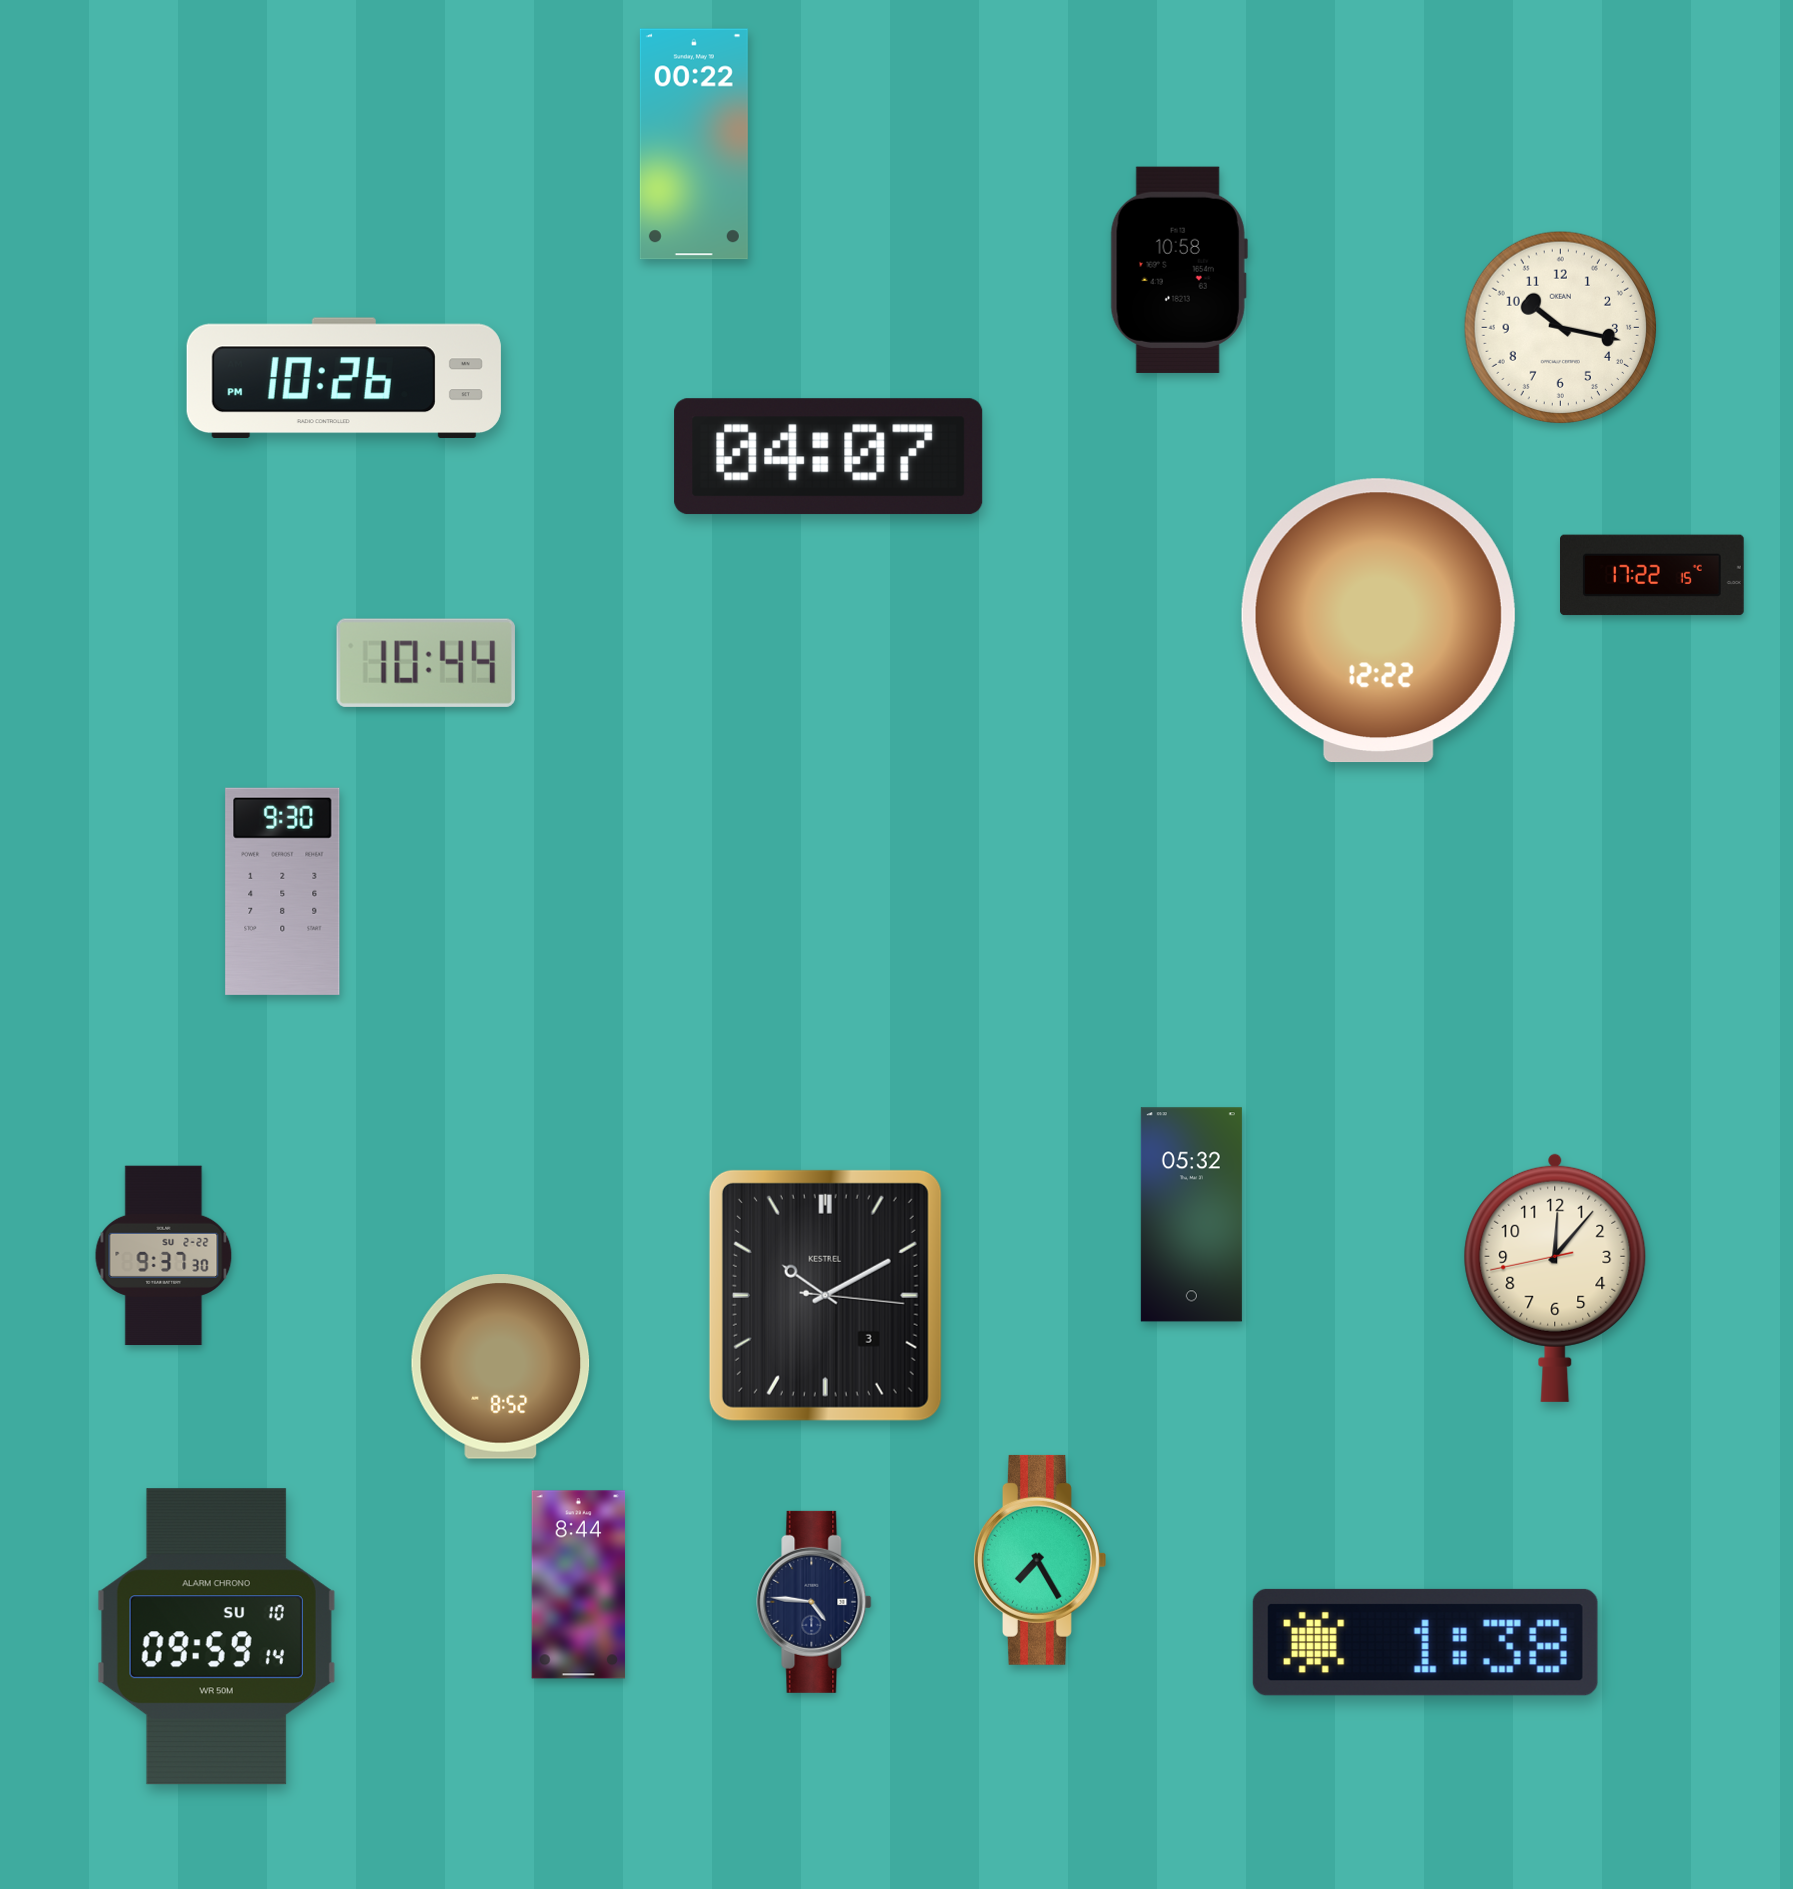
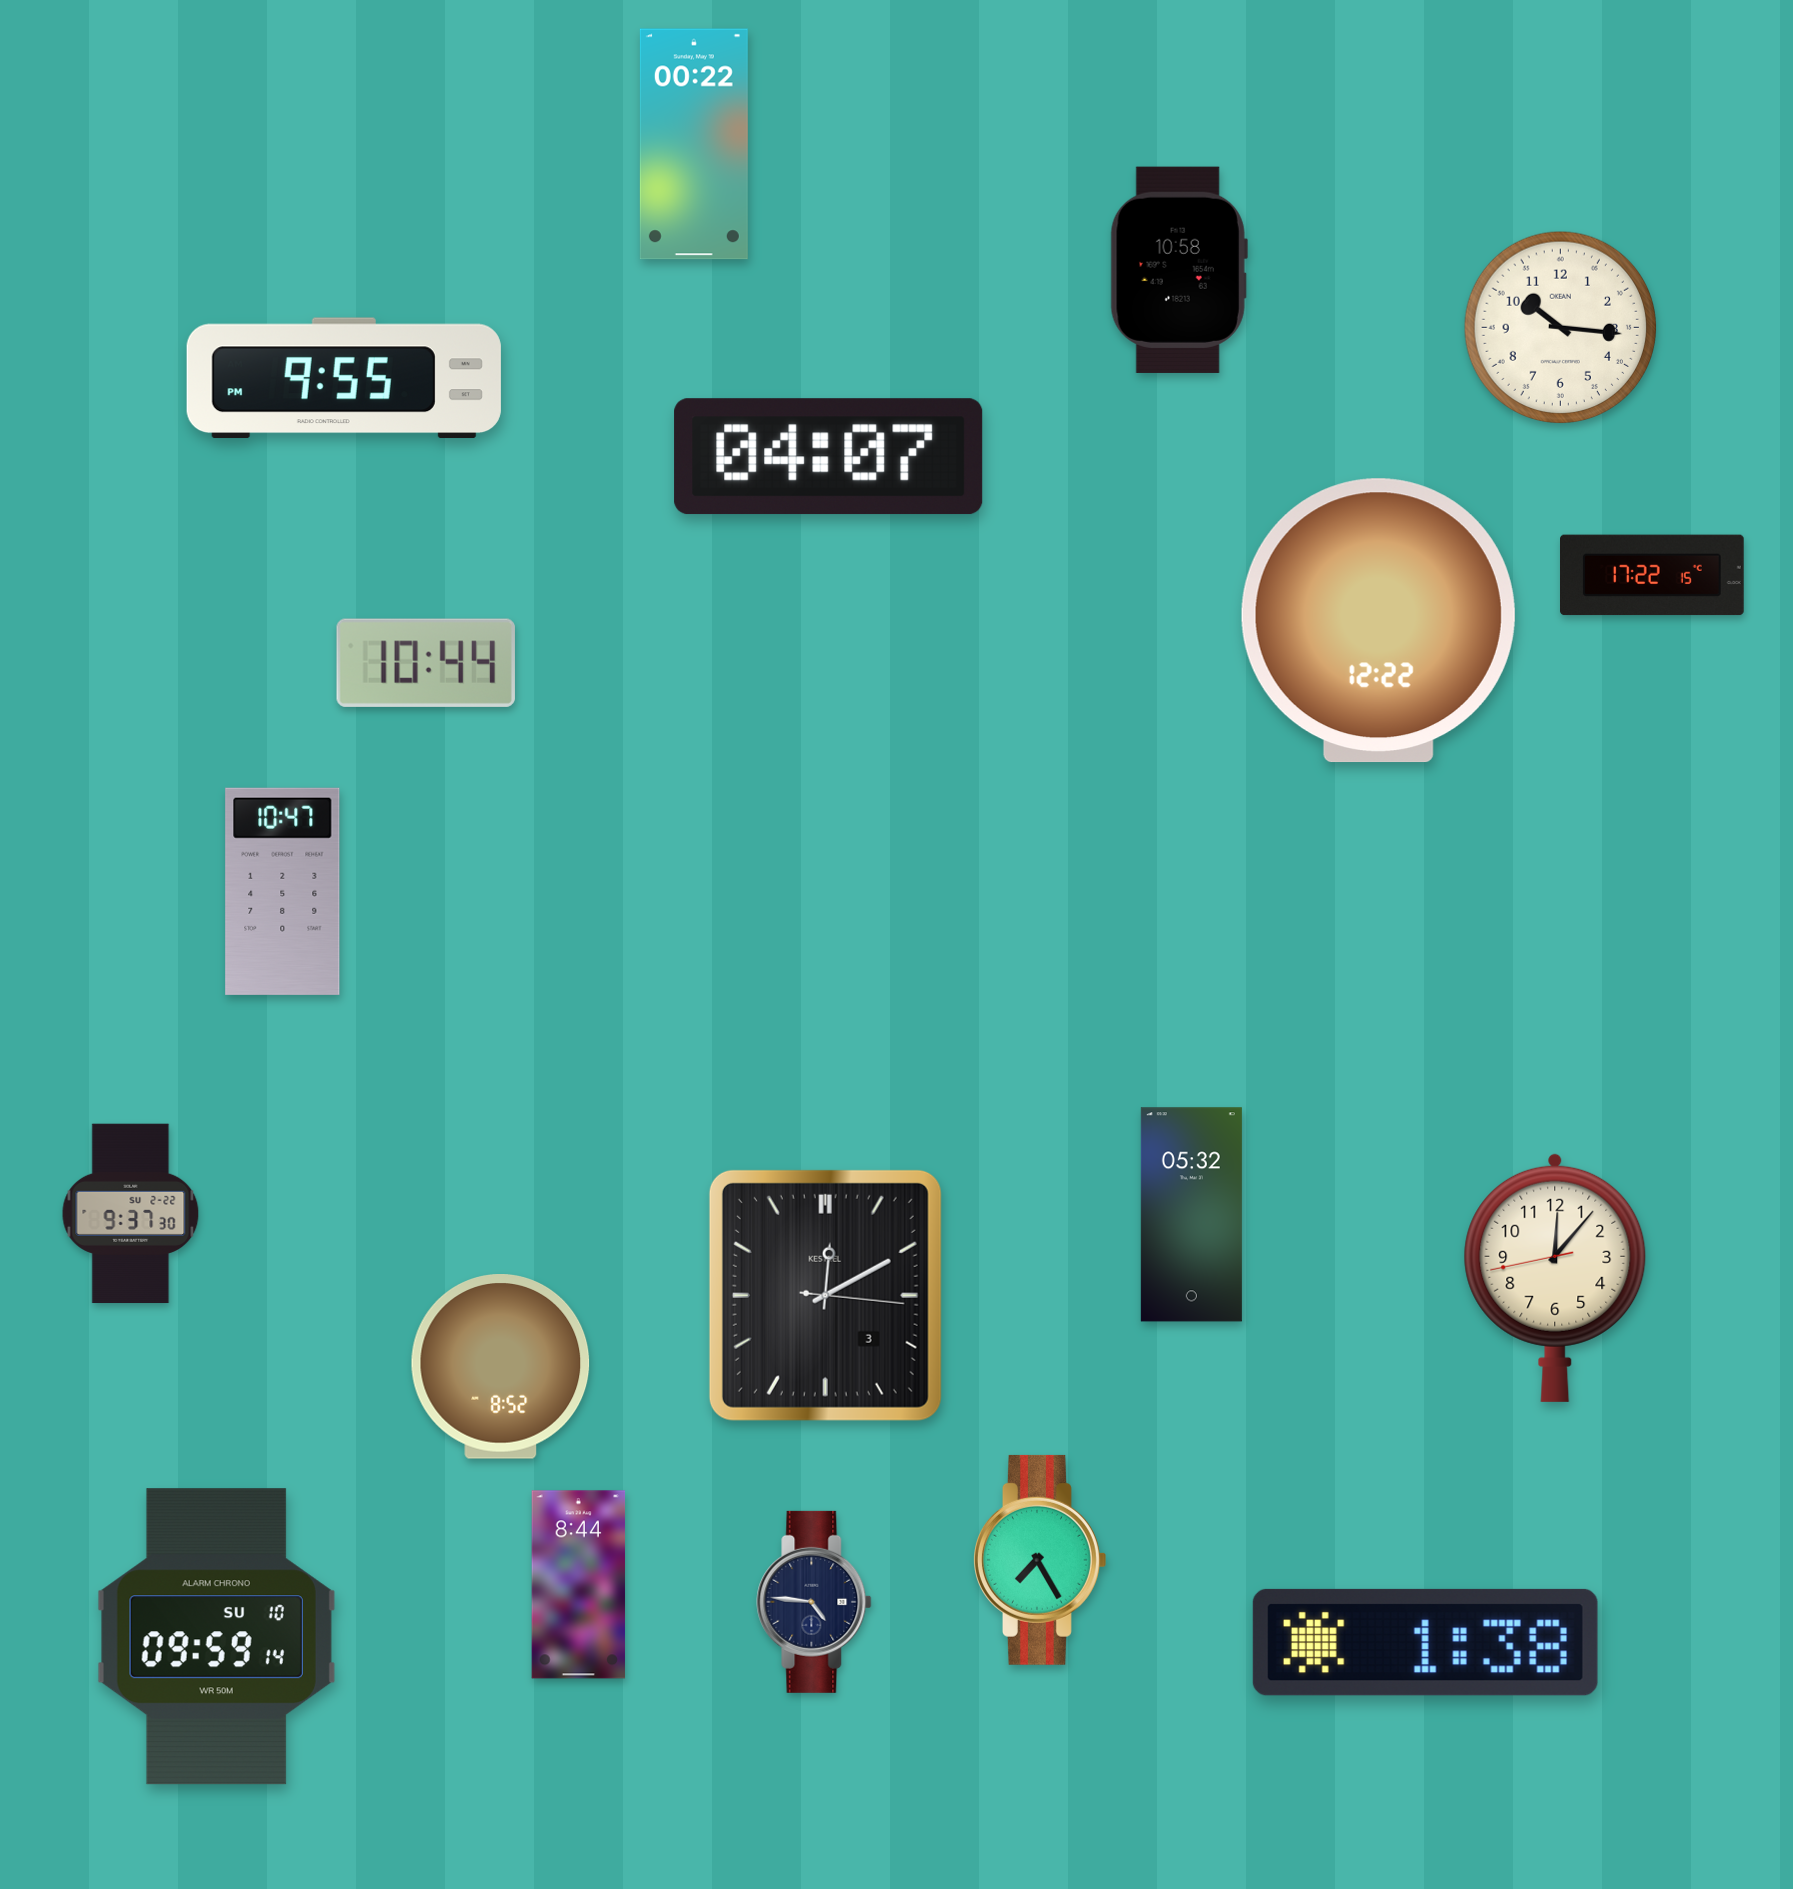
clock at (1560, 327): 10:17 -> 10:16
clock at (344, 378): 10:26 -> 9:55
clock at (283, 891): 9:30 -> 10:47
clock at (164, 1256) position: (164, 1256) -> (131, 1214)
clock at (825, 1295): 10:10 -> 12:10
